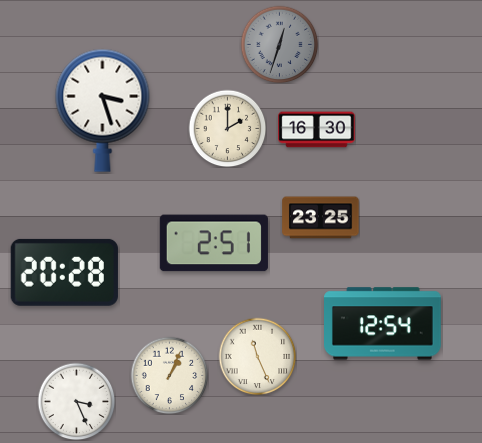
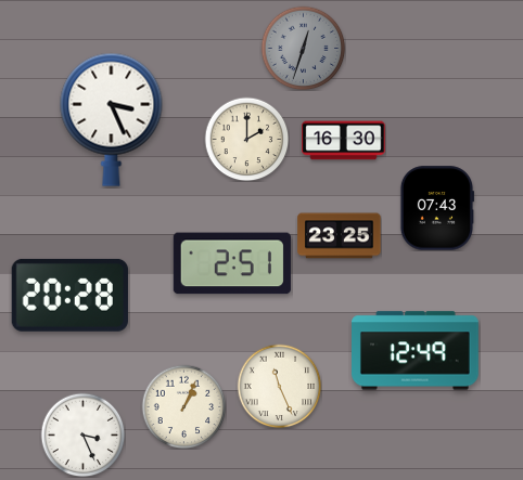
clock at (103, 110): 3:27 -> 3:26
clock at (436, 208): none -> 07:43
clock at (321, 218) position: (321, 218) -> (340, 236)
clock at (383, 324): 12:54 -> 12:49
